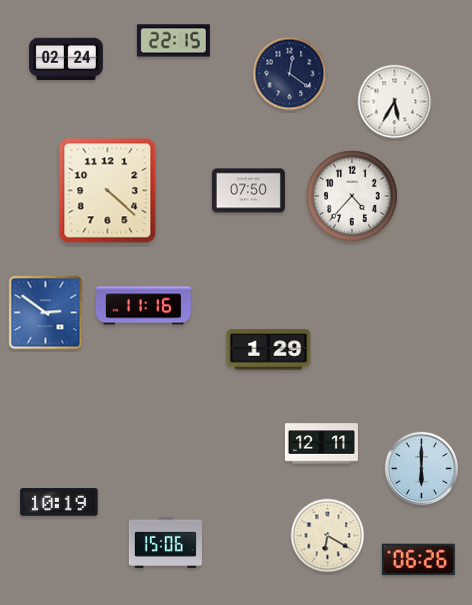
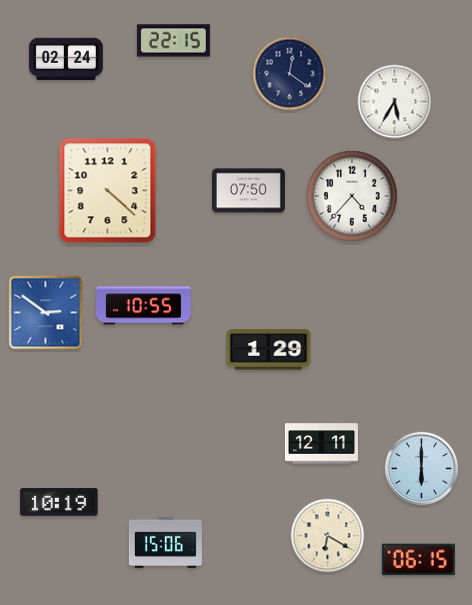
clock at (143, 306): 11:16 -> 10:55
clock at (418, 560): 06:26 -> 06:15
